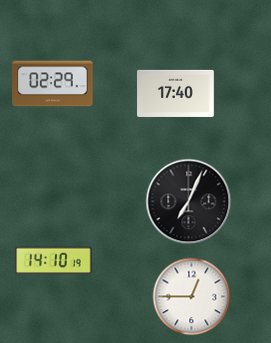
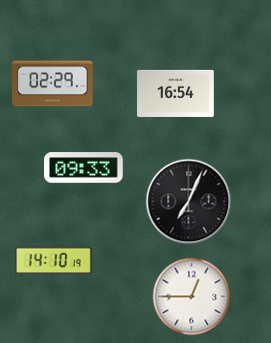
clock at (176, 93): 17:40 -> 16:54
clock at (84, 168): none -> 09:33
